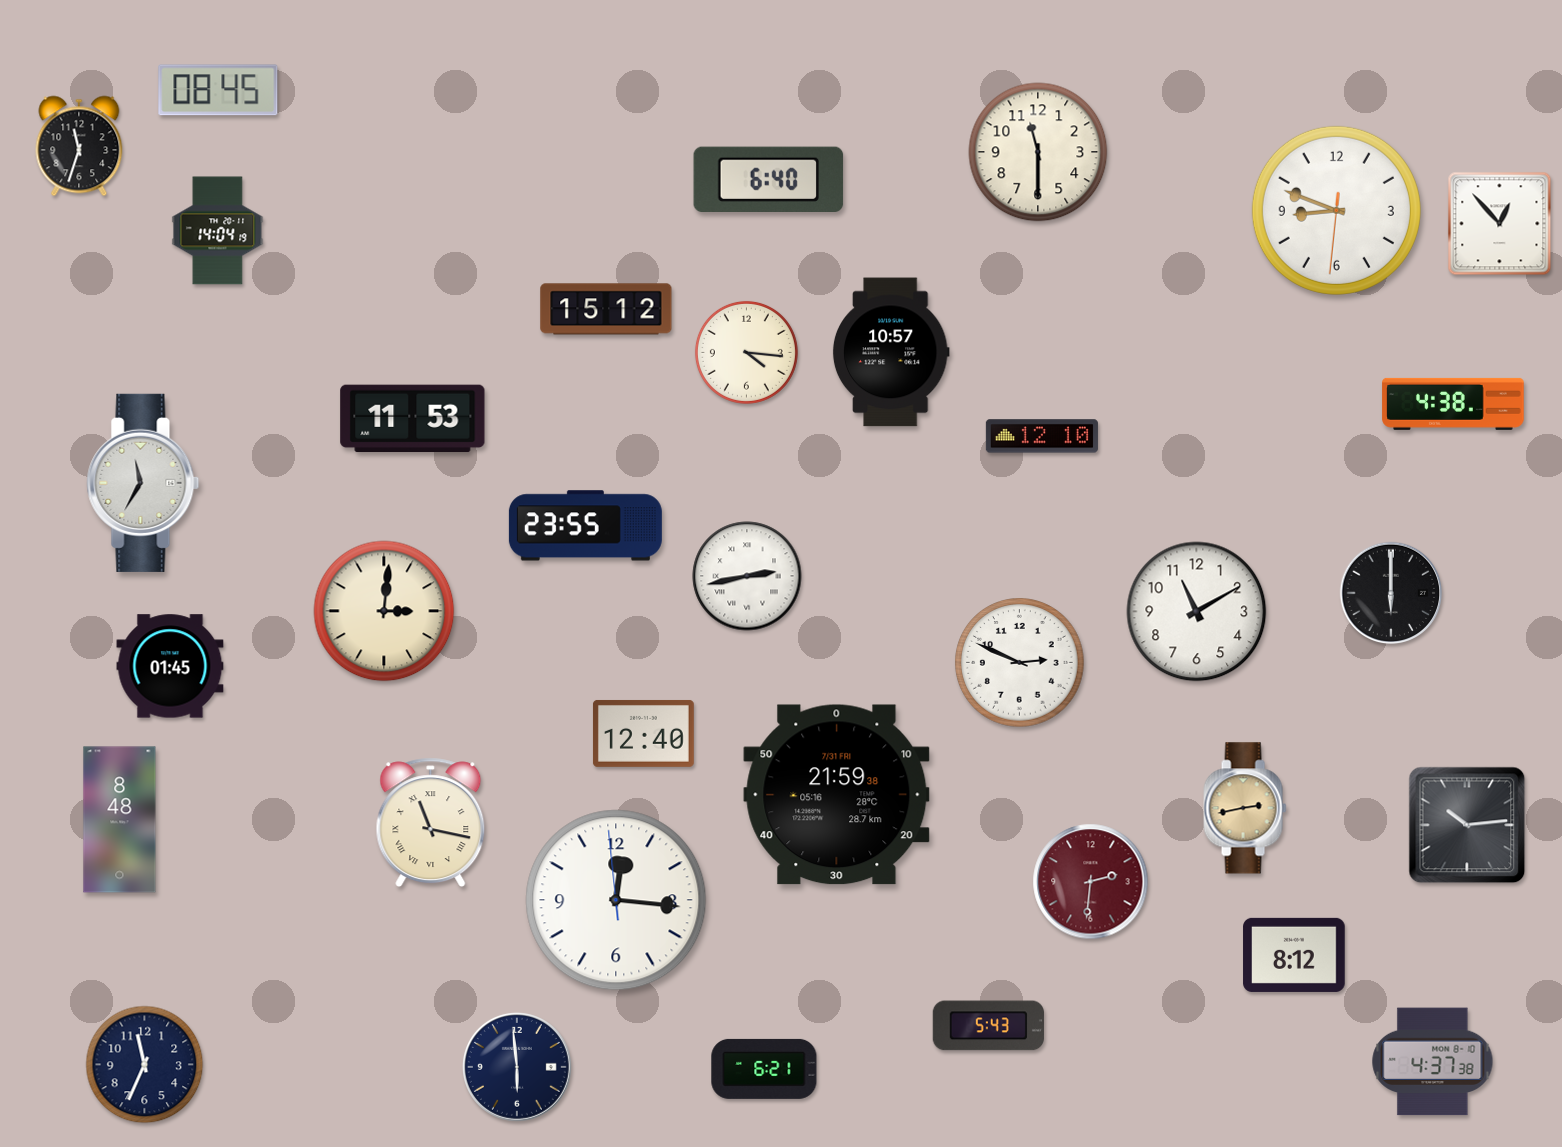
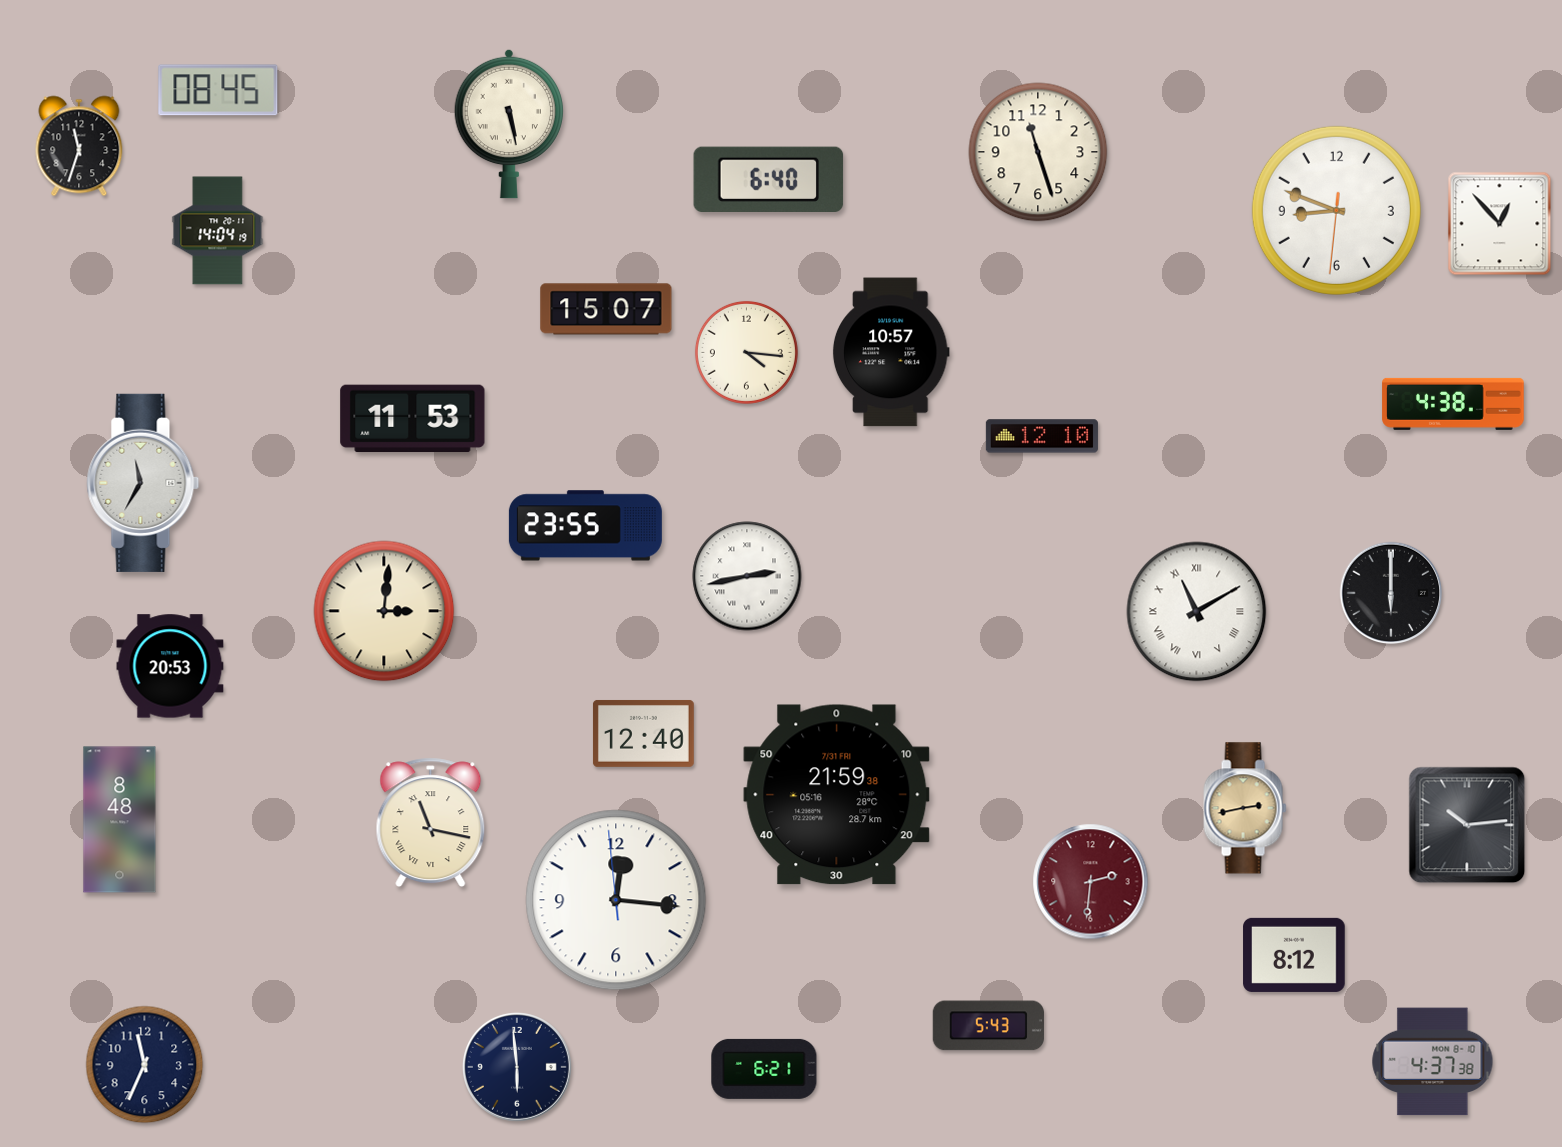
clock at (508, 124): none -> 5:28
clock at (1038, 152): 11:30 -> 11:27
clock at (606, 309): 15:12 -> 15:07
clock at (1197, 612) numerals: Arabic -> Roman
clock at (1020, 663): 2:49 -> none
clock at (170, 666): 01:45 -> 20:53
